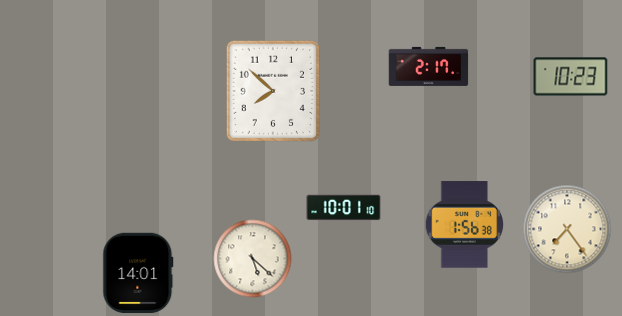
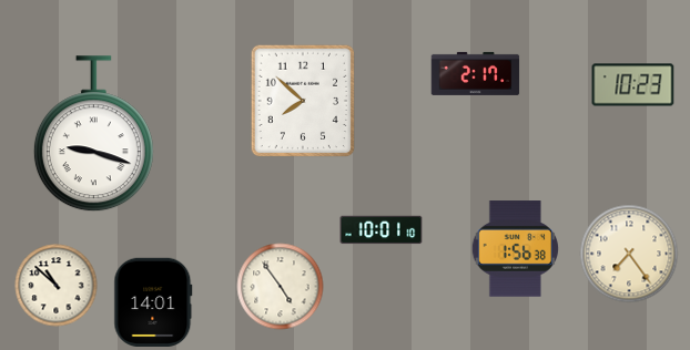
clock at (93, 134): none -> 9:18
clock at (57, 286): none -> 10:52
clock at (253, 259): 5:22 -> 4:54
